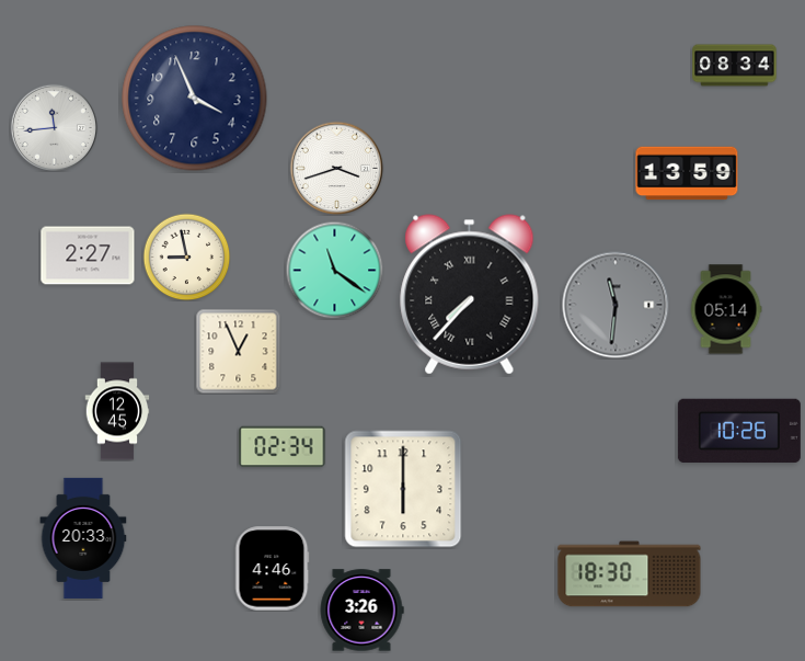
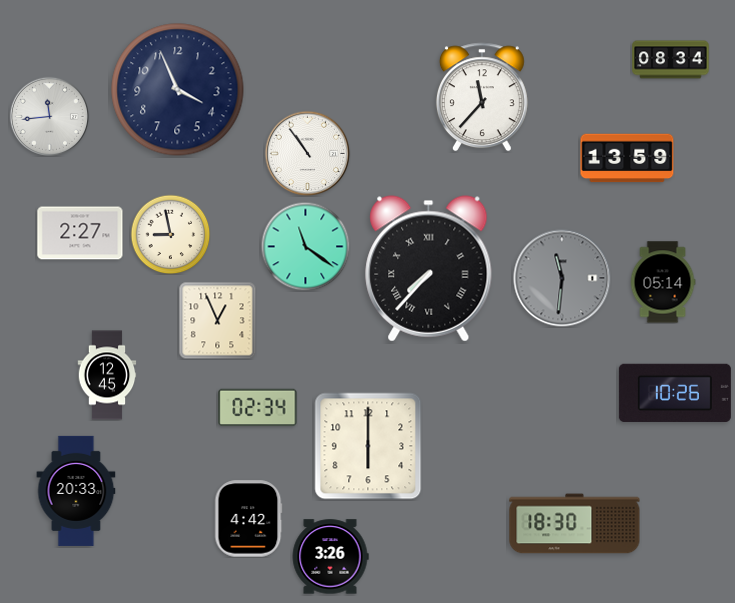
clock at (482, 97): none -> 11:37
clock at (336, 168): 3:42 -> 10:54
clock at (272, 569): 4:46 -> 4:42
